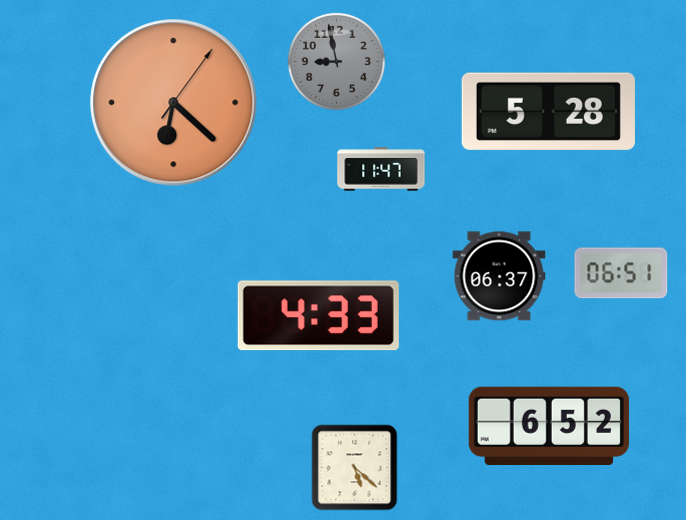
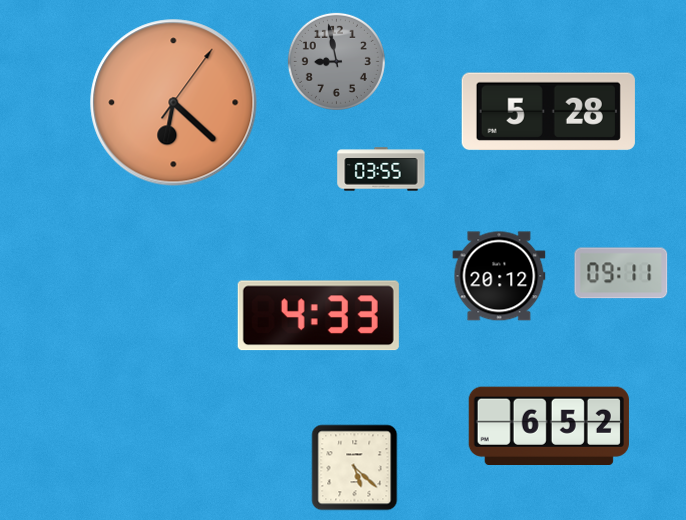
clock at (381, 169): 11:47 -> 03:55
clock at (621, 273): 06:51 -> 09:11
clock at (499, 276): 06:37 -> 20:12
